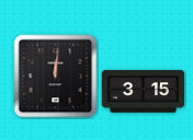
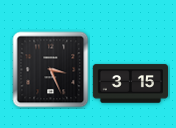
clock at (56, 77): 12:01 -> 3:26
